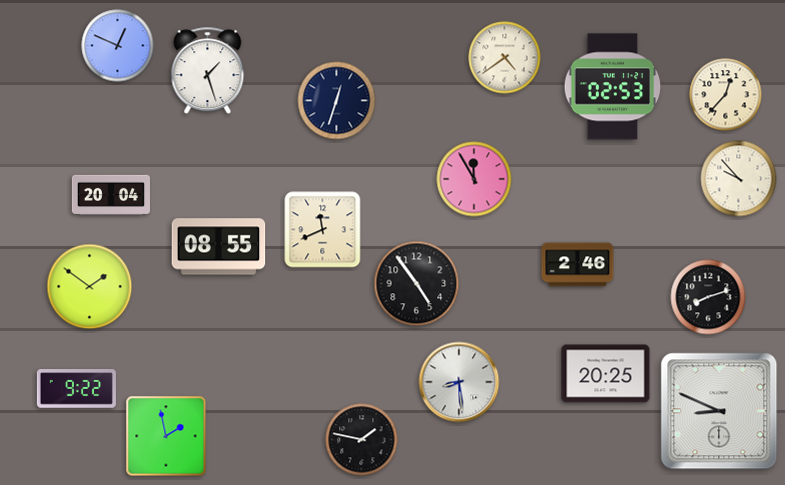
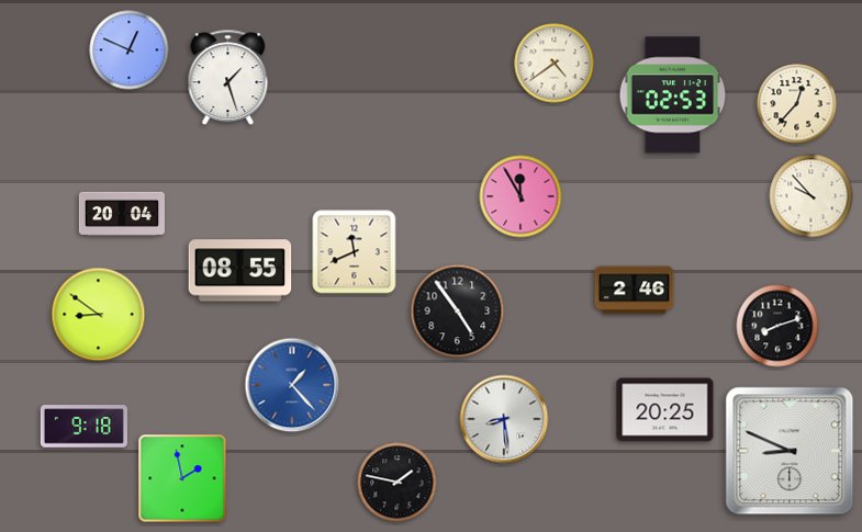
clock at (337, 101): 12:33 -> none
clock at (90, 287): 1:51 -> 8:51
clock at (292, 385): none -> 1:23
clock at (76, 389): 9:22 -> 9:18
